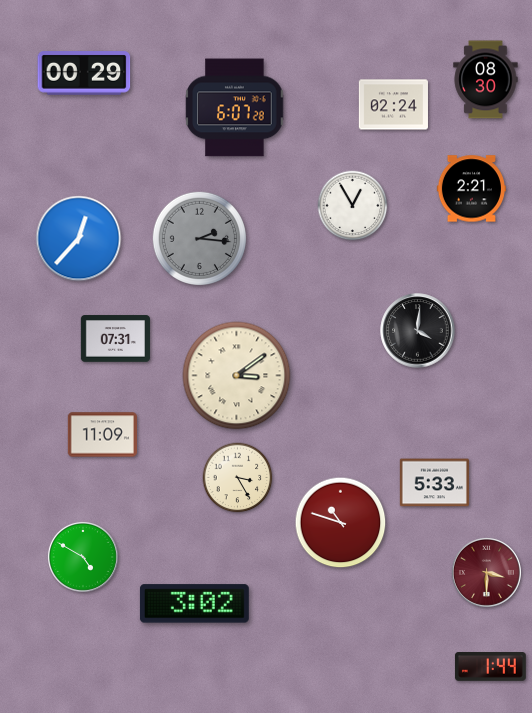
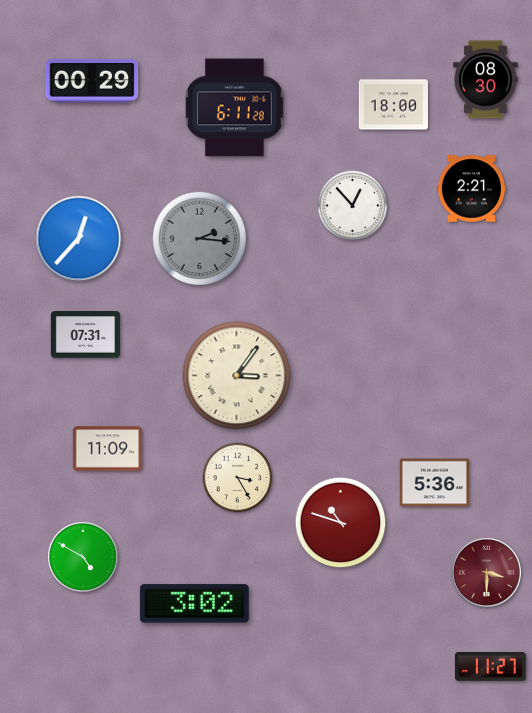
clock at (84, 73) position: (84, 73) -> (92, 81)
clock at (393, 105): 02:24 -> 18:00
clock at (235, 108): 6:07 -> 6:11
clock at (353, 206): 12:55 -> 12:53
clock at (418, 331): 4:01 -> none
clock at (115, 339) position: (115, 339) -> (85, 335)
clock at (237, 376): 3:09 -> 3:06
clock at (102, 435) position: (102, 435) -> (107, 449)
clock at (434, 483): 5:33 -> 5:36
clock at (490, 667): 1:44 -> 11:27
